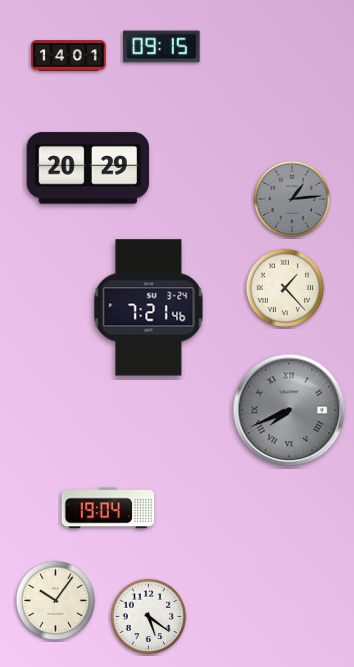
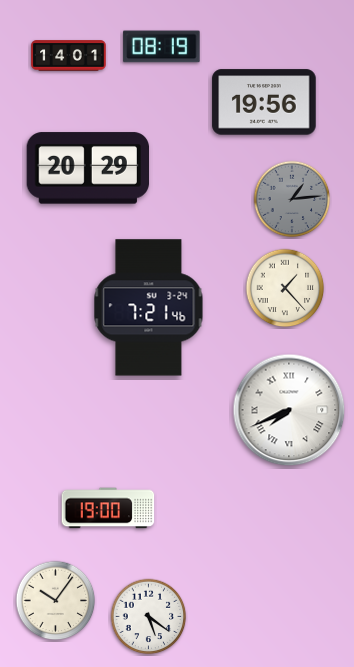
clock at (162, 47): 09:15 -> 08:19
clock at (264, 102): none -> 19:56
clock at (289, 410) dial: grey -> white
clock at (108, 508): 19:04 -> 19:00
